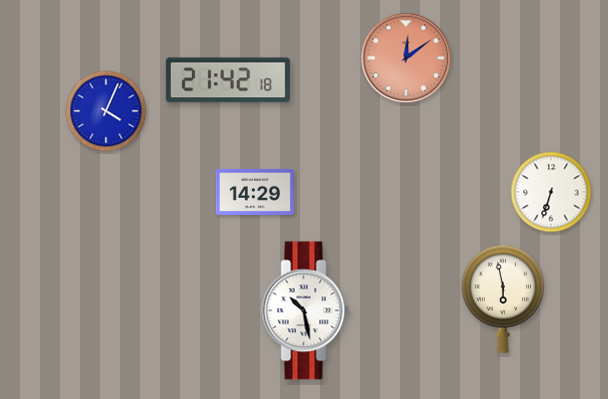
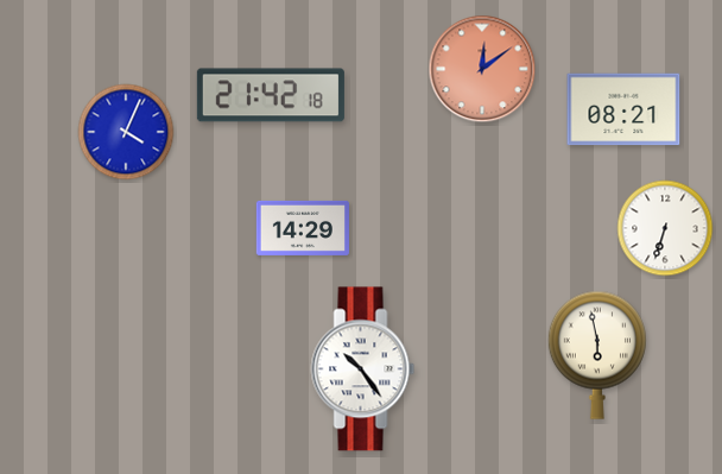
clock at (623, 109): none -> 08:21
clock at (551, 192) position: (551, 192) -> (665, 228)
clock at (306, 311): 10:28 -> 10:24
